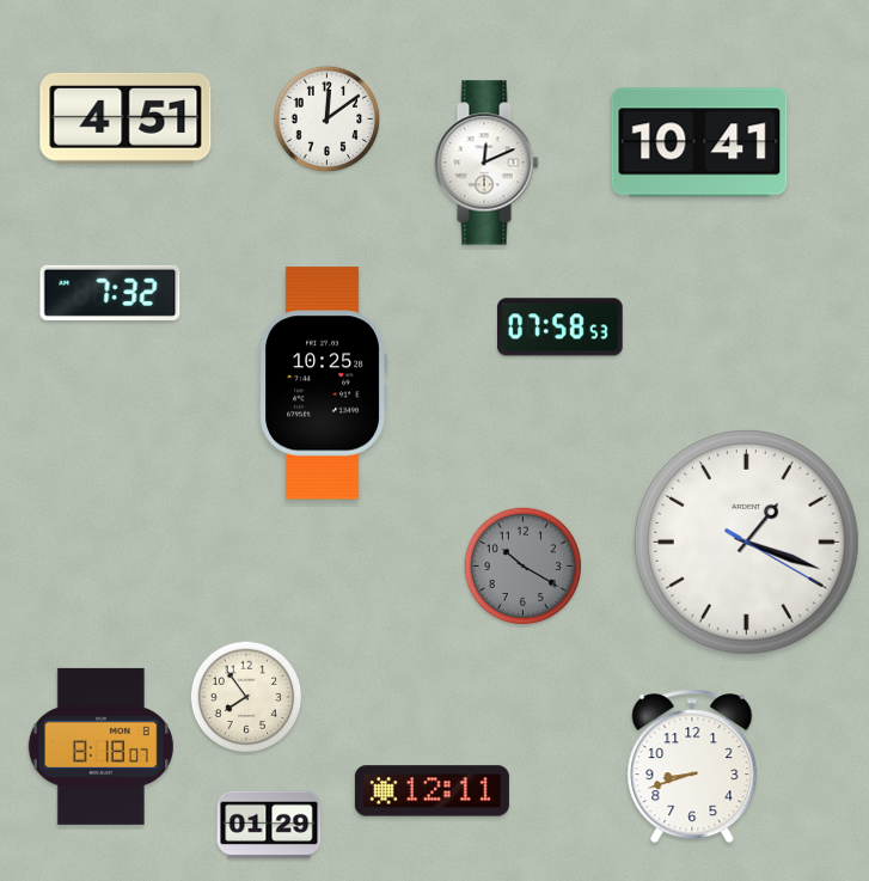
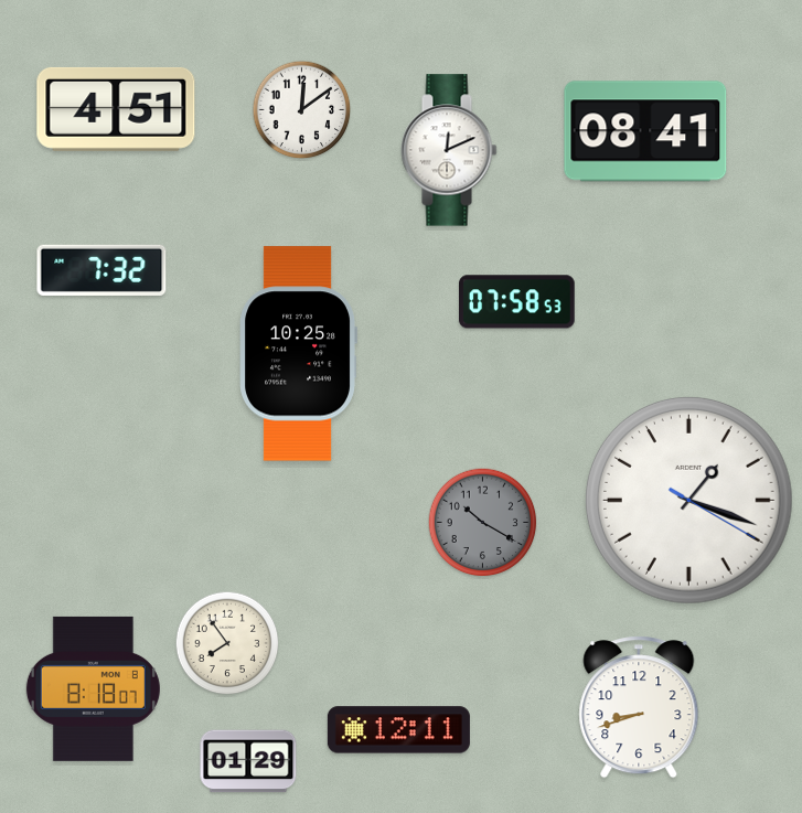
clock at (699, 142): 10:41 -> 08:41
